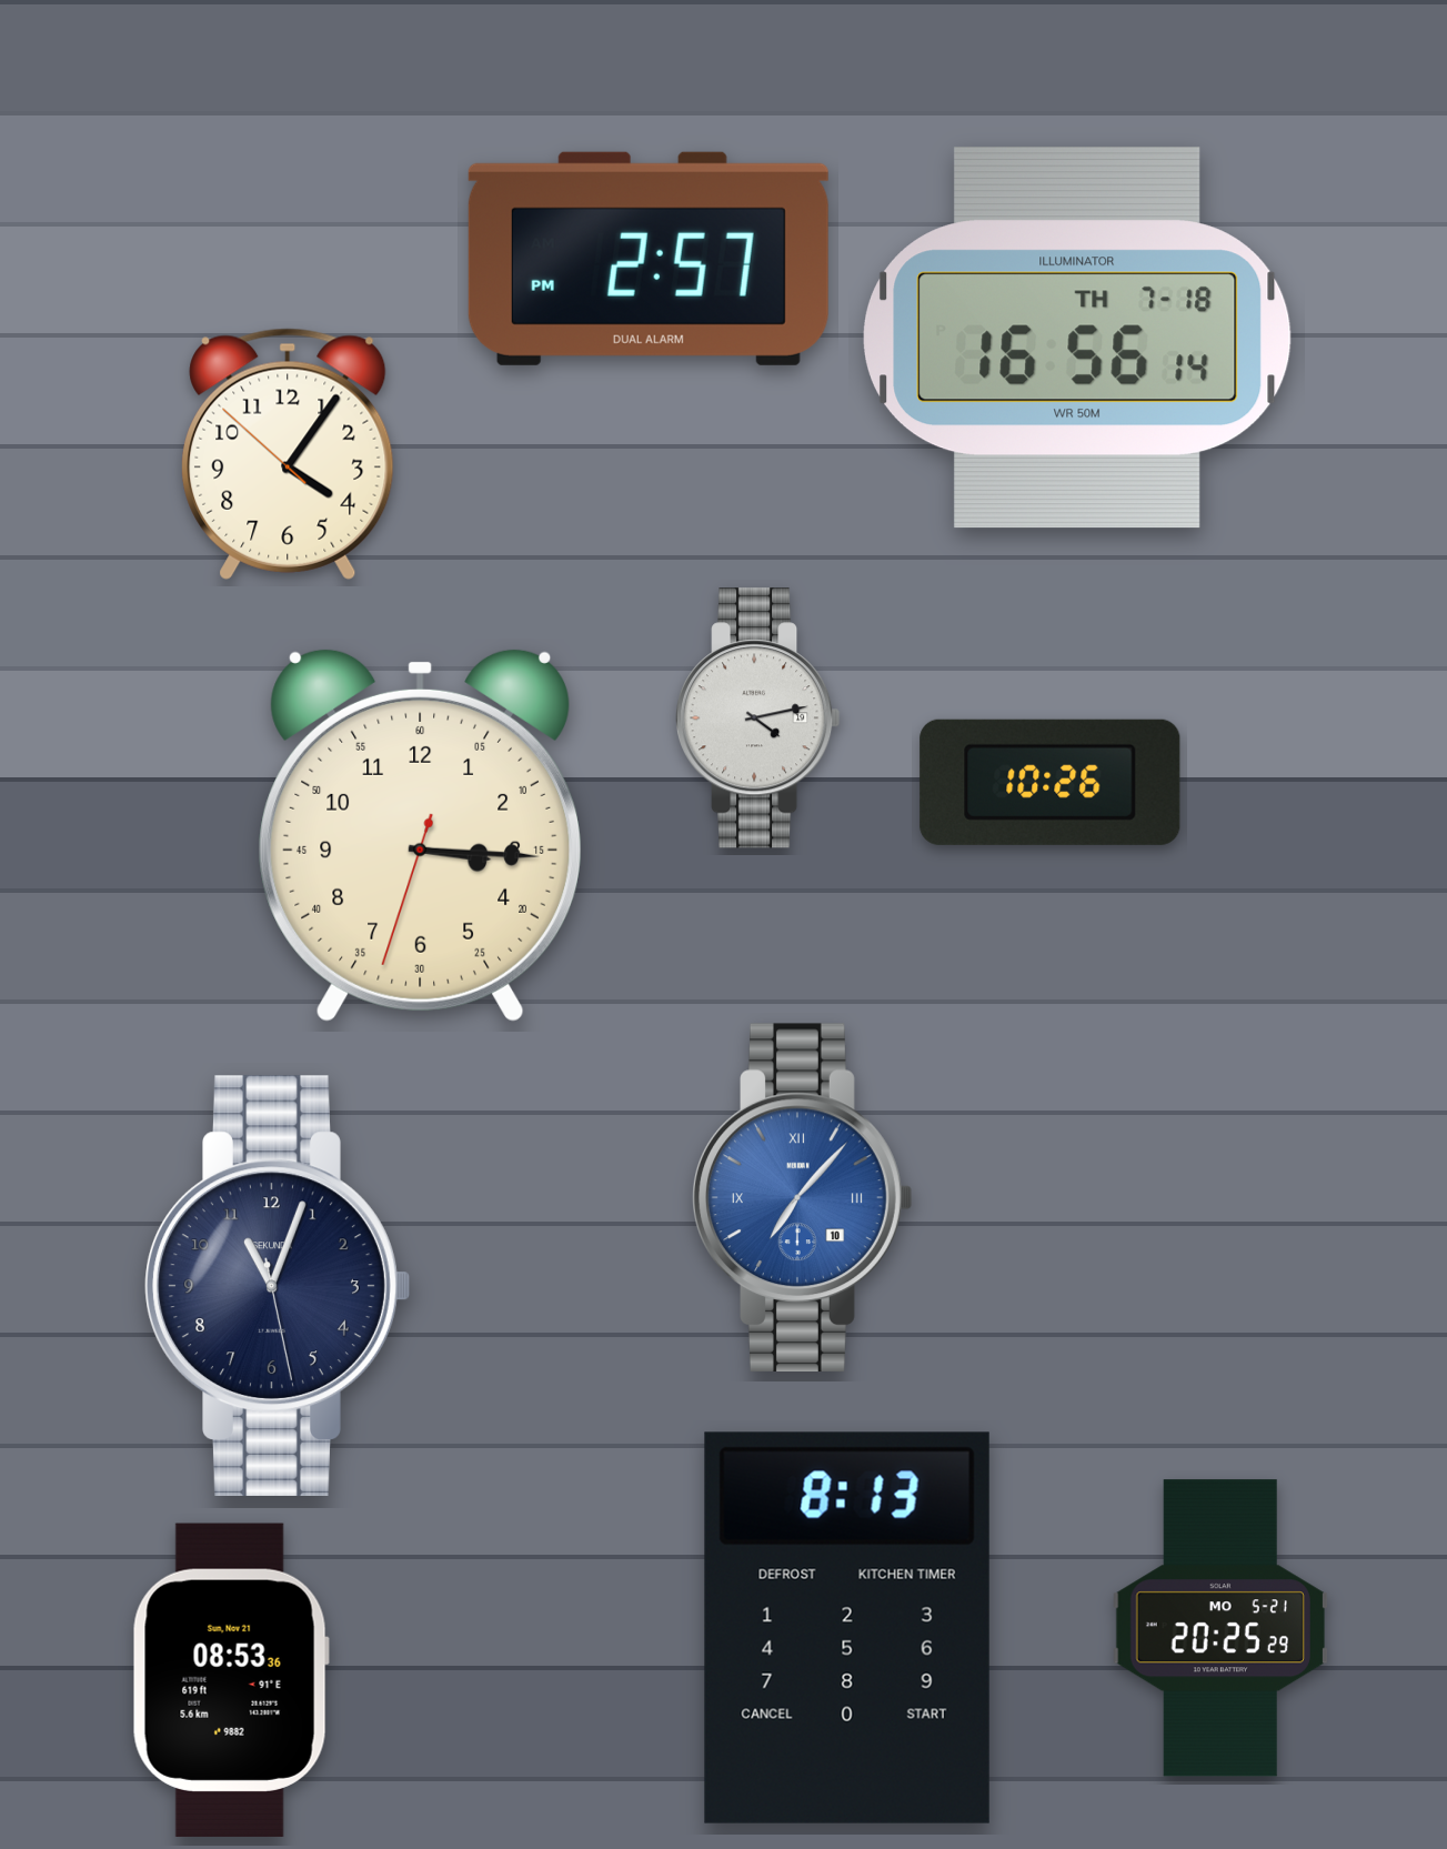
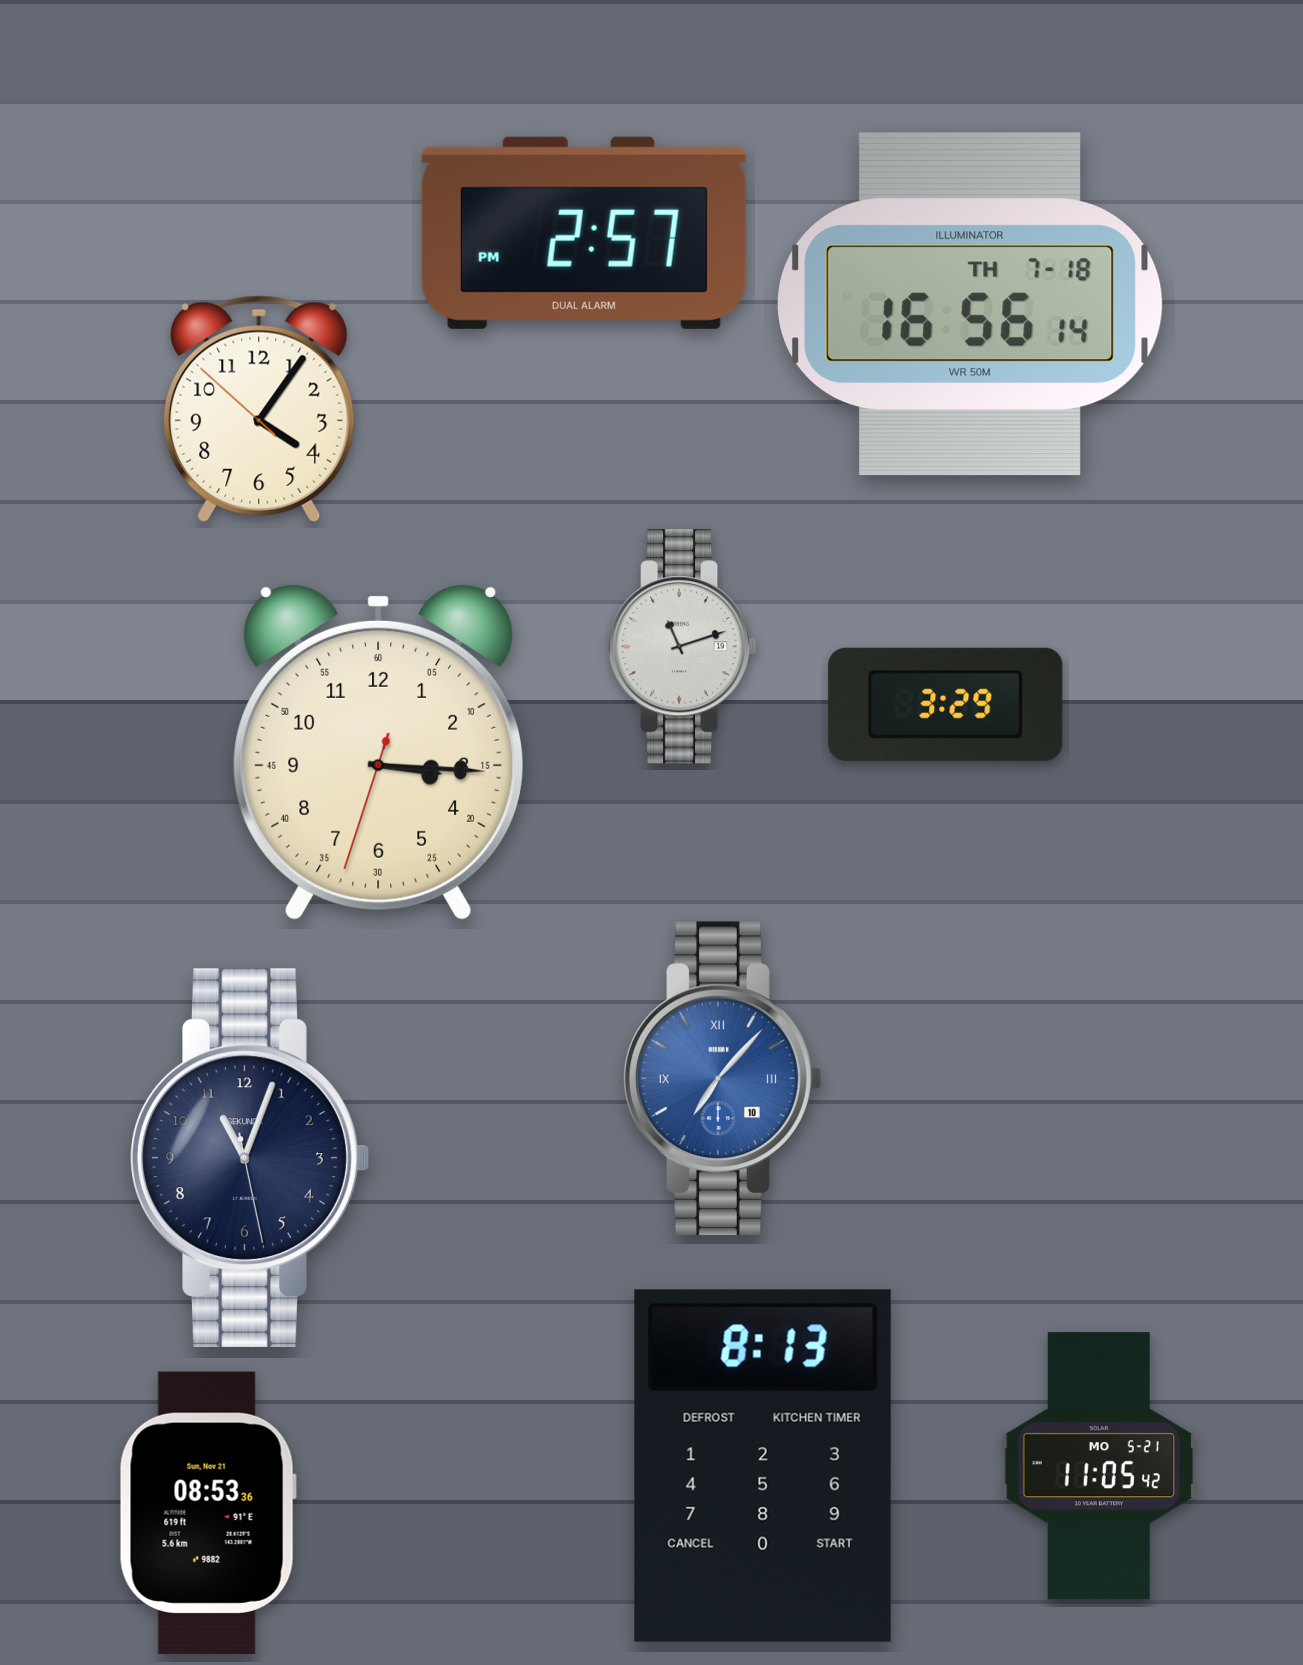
clock at (758, 719): 4:13 -> 11:12
clock at (1051, 782): 10:26 -> 3:29
clock at (1219, 1628): 20:25 -> 11:05
